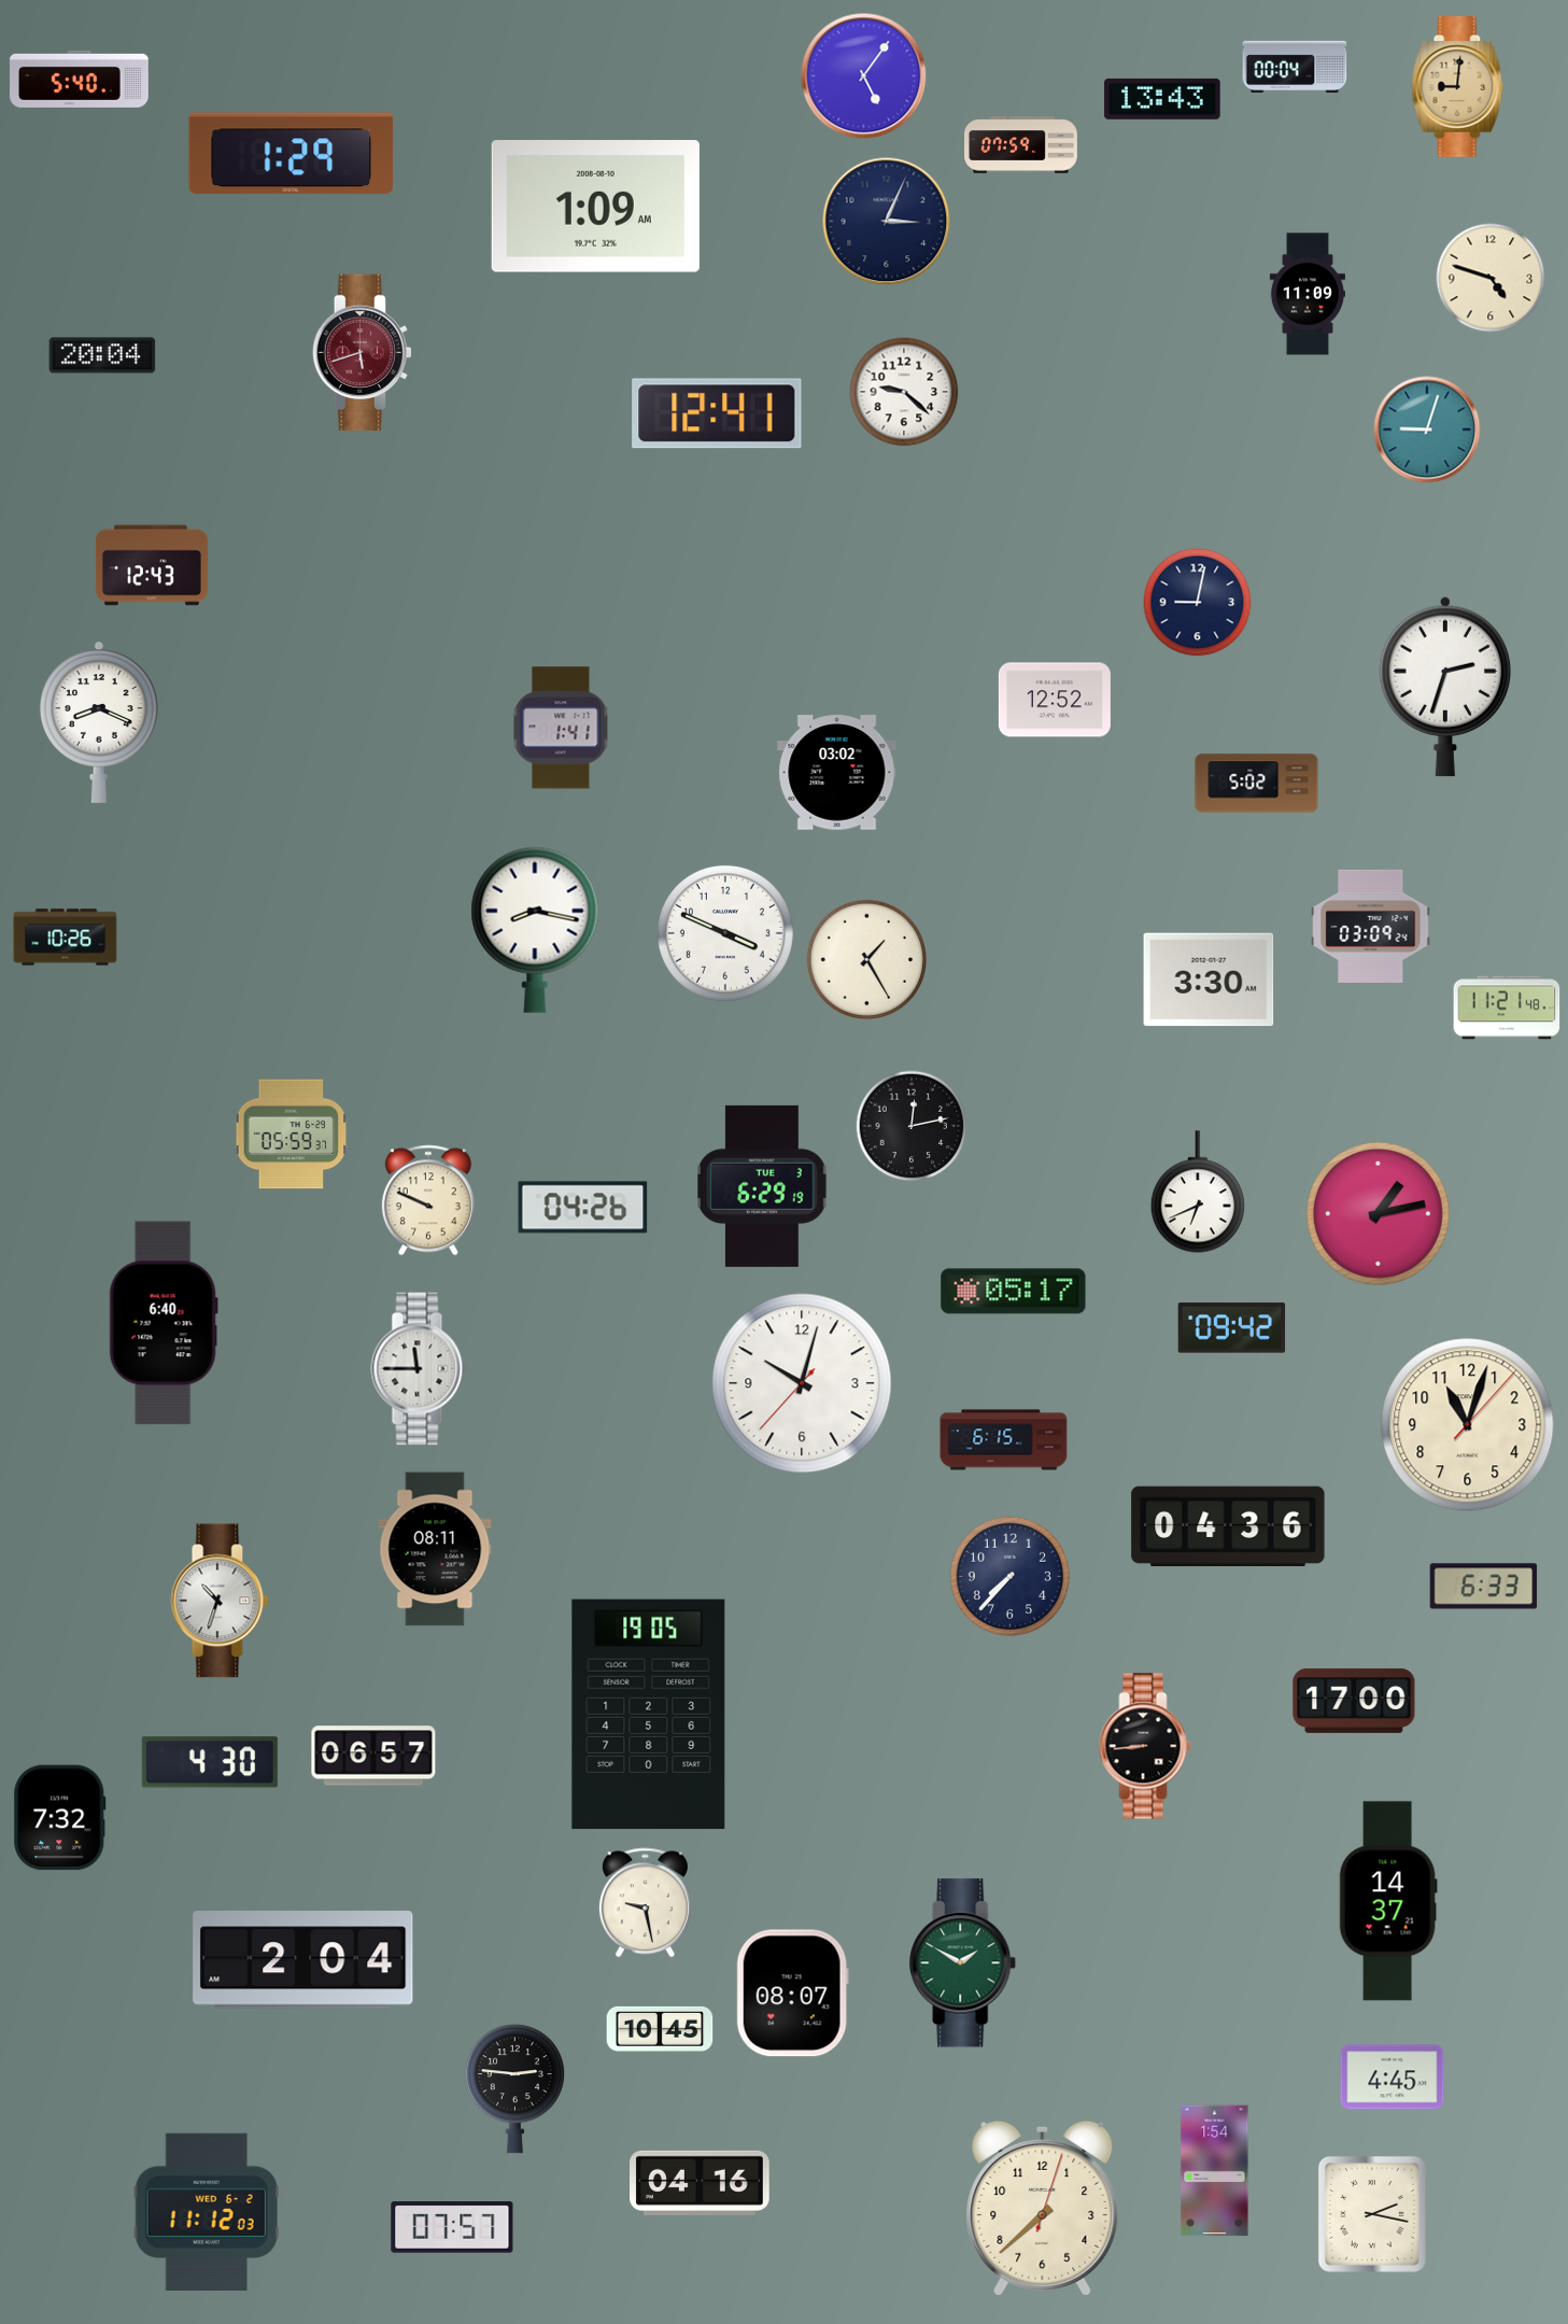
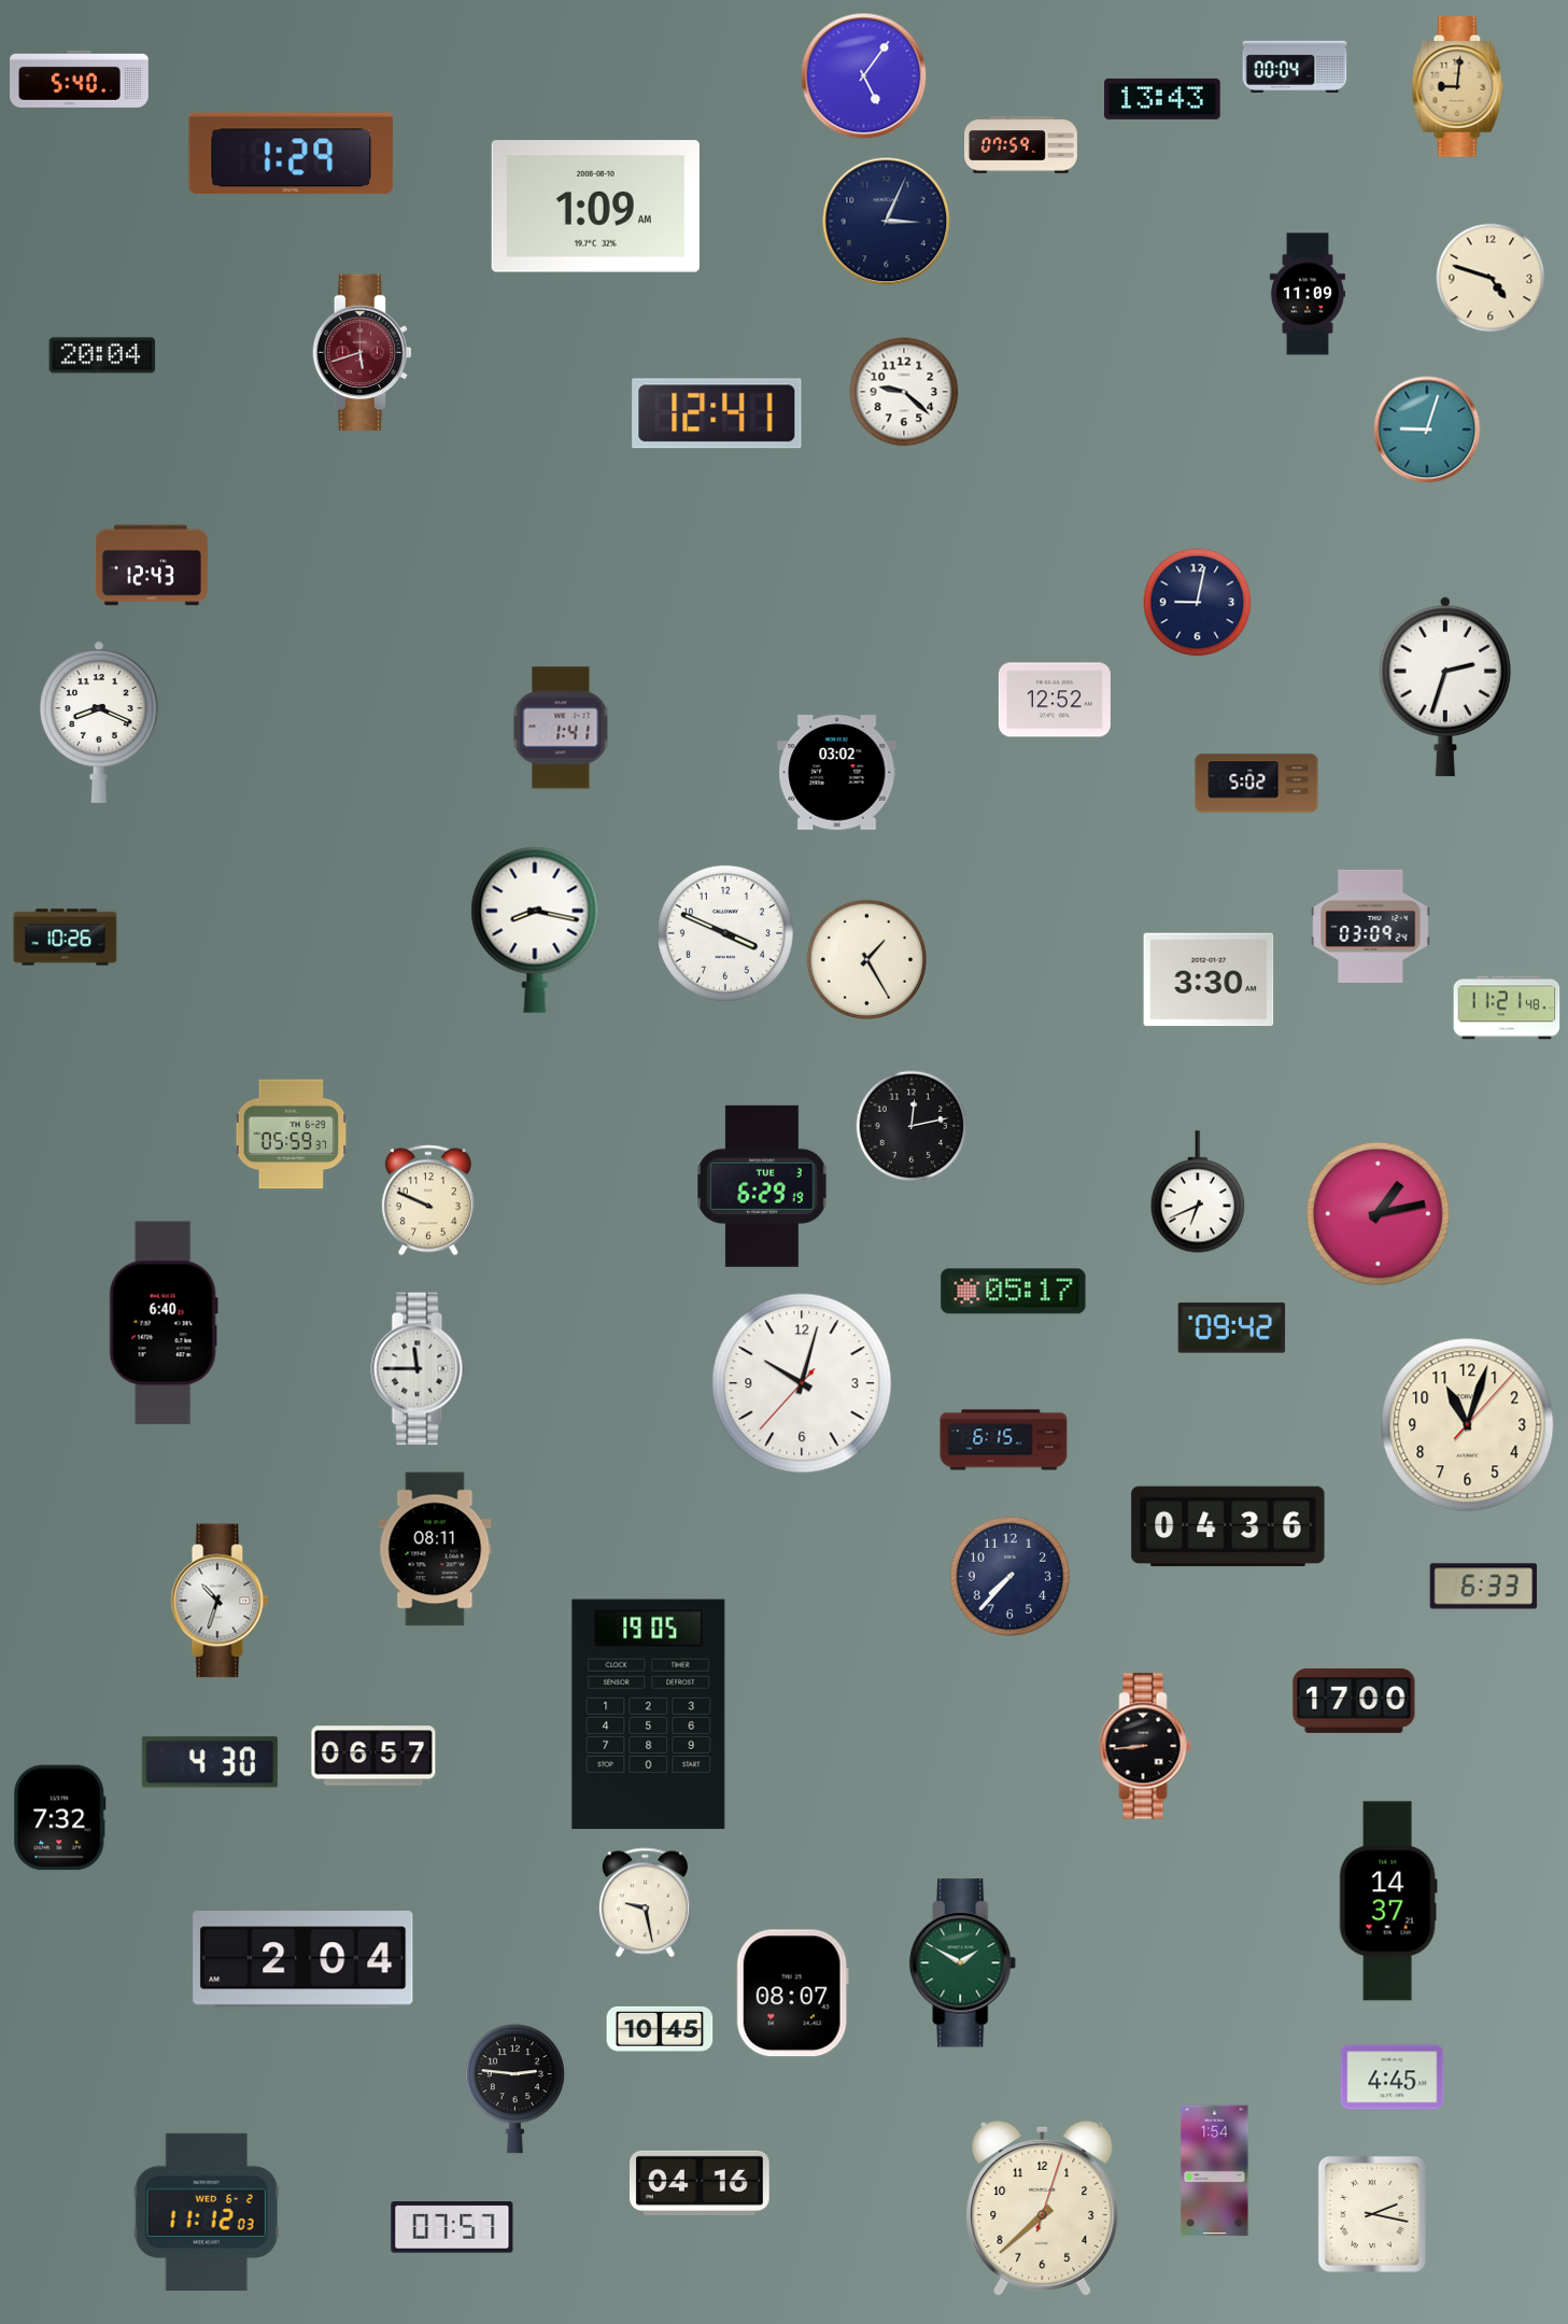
clock at (583, 1208): 04:26 -> none
